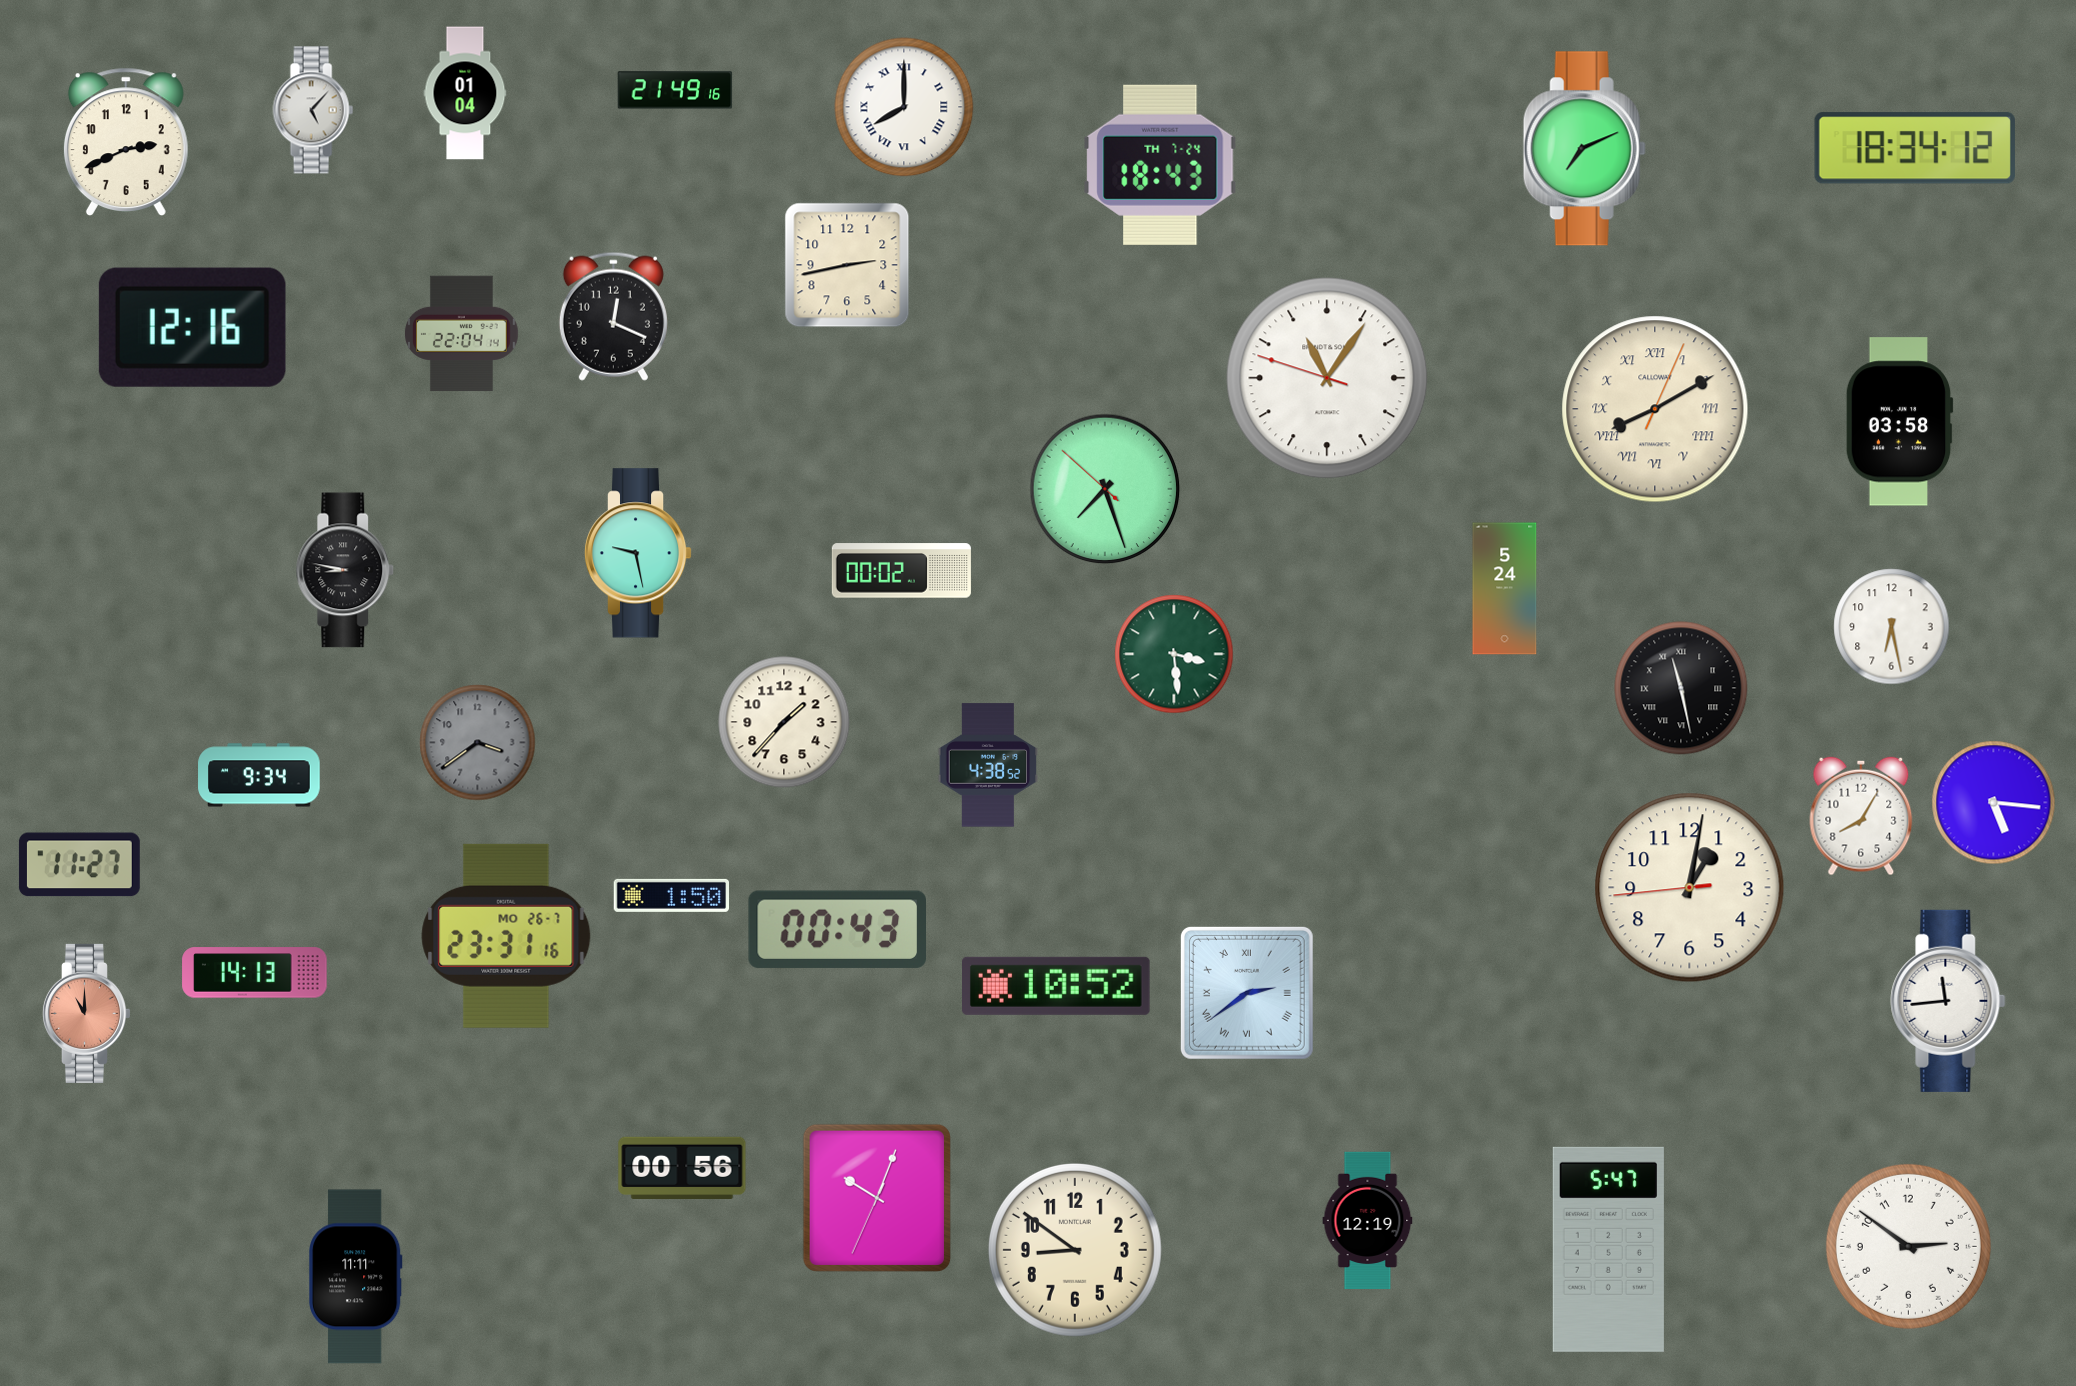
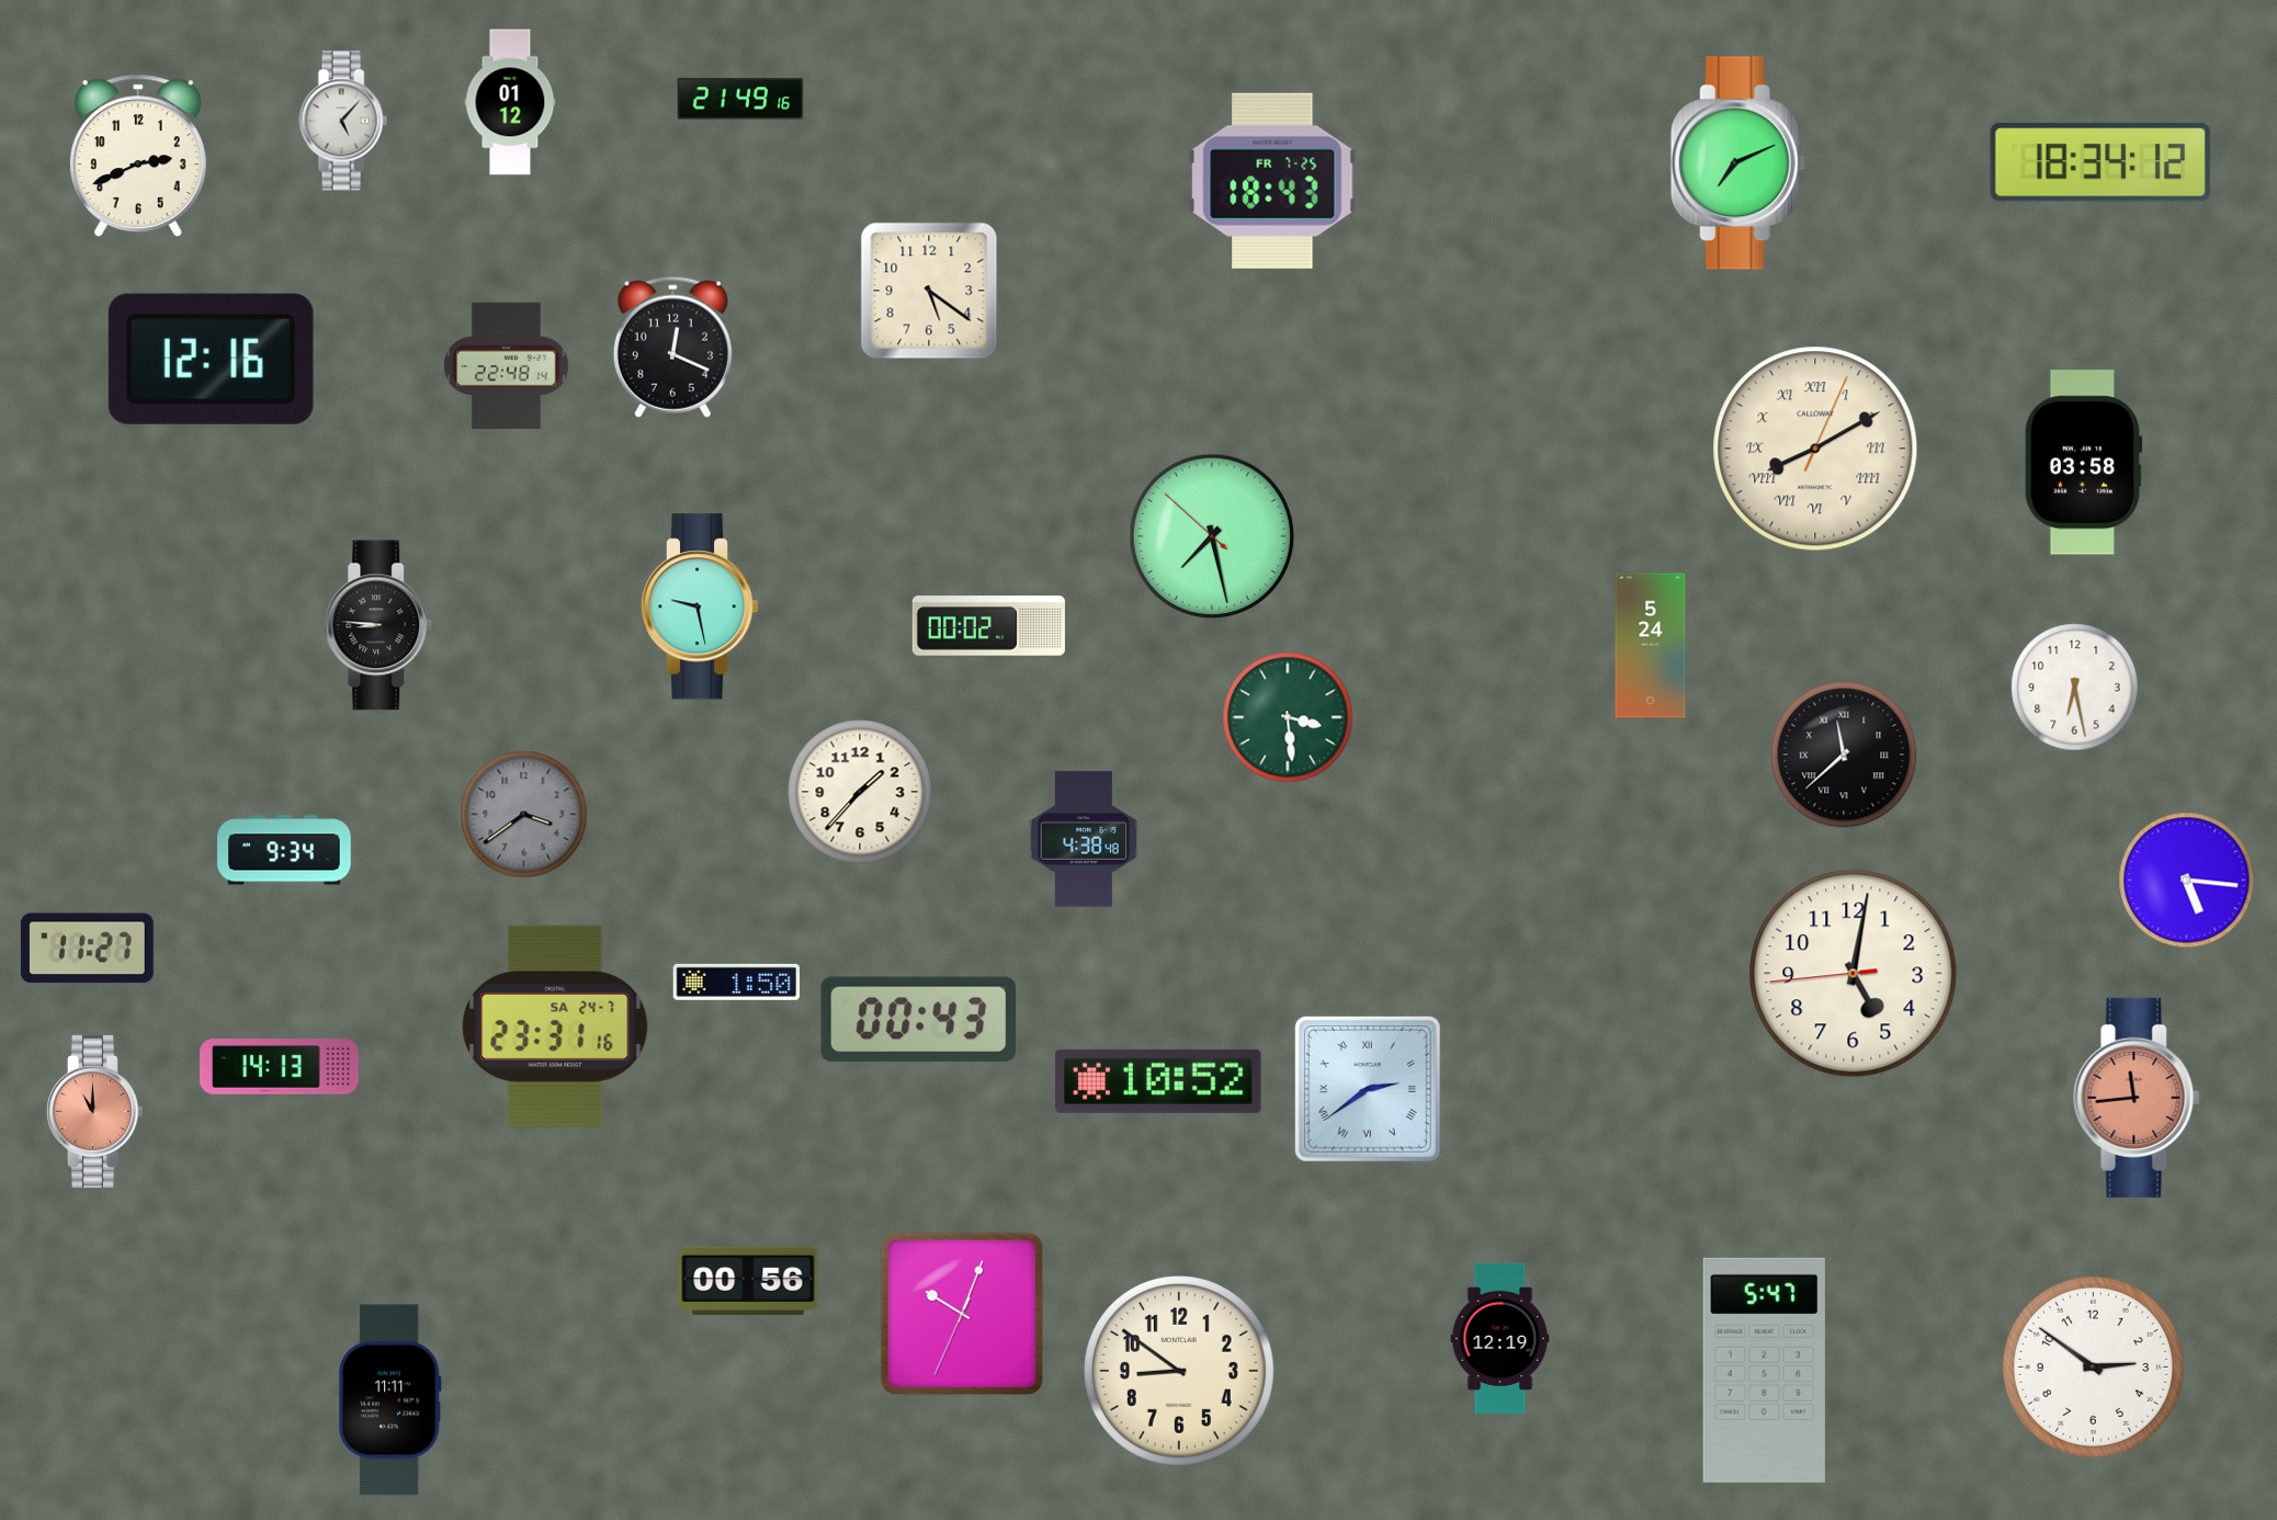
clock at (465, 93): 01:04 -> 01:12
clock at (904, 107): 8:00 -> none
clock at (1160, 165) date: TH 7-24 -> FR 7-25
clock at (847, 265): 2:43 -> 5:21
clock at (462, 334): 22:04 -> 22:48
clock at (1327, 378): 11:05 -> none
clock at (1105, 489): 7:26 -> 7:27
clock at (345, 570): 8:47 -> 8:46
clock at (1681, 688): 11:28 -> 11:38
clock at (988, 765): 4:38:52 -> 4:38:48
clock at (1861, 816): 8:05 -> none
clock at (1690, 888): 1:01 -> 5:01
clock at (506, 936) date: MO 26-7 -> SA 24-7
clock at (1948, 1001) dial: white -> salmon
